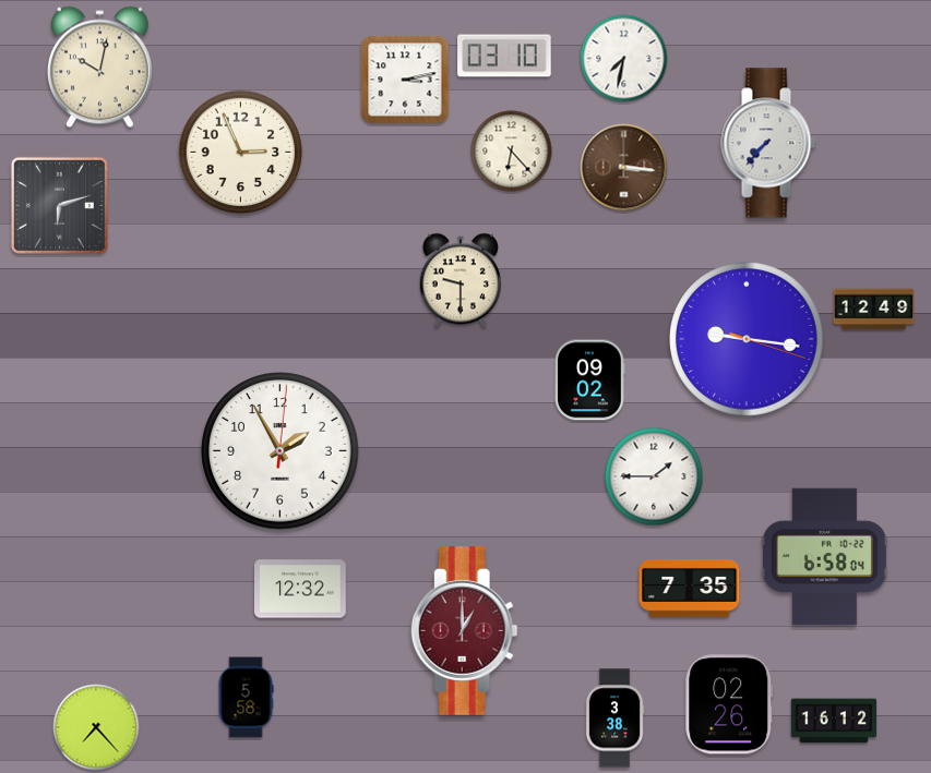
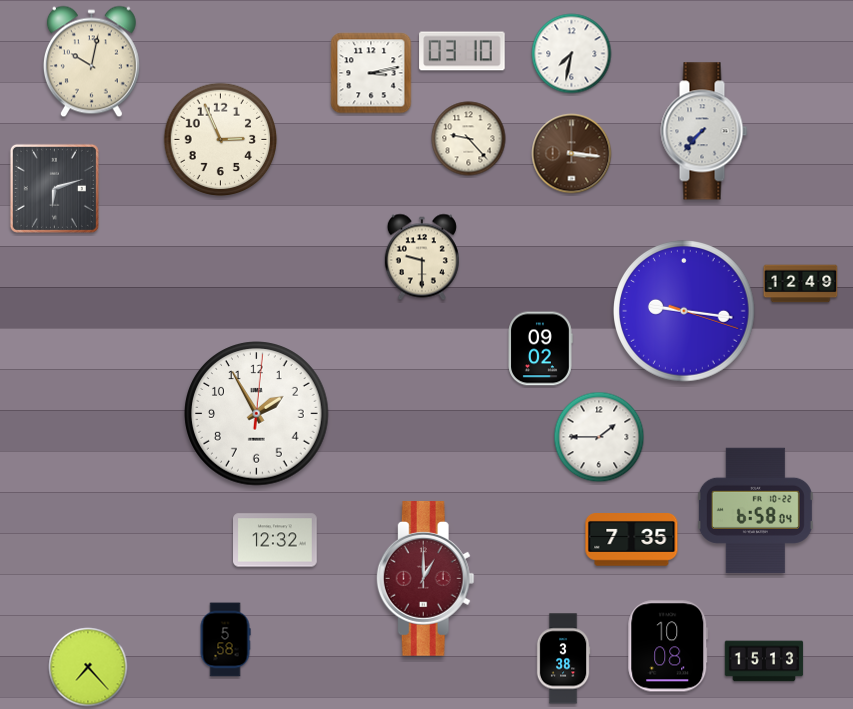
clock at (512, 152): 6:23 -> 9:23
clock at (729, 704): 02:26 -> 10:08
clock at (834, 721): 16:12 -> 15:13
